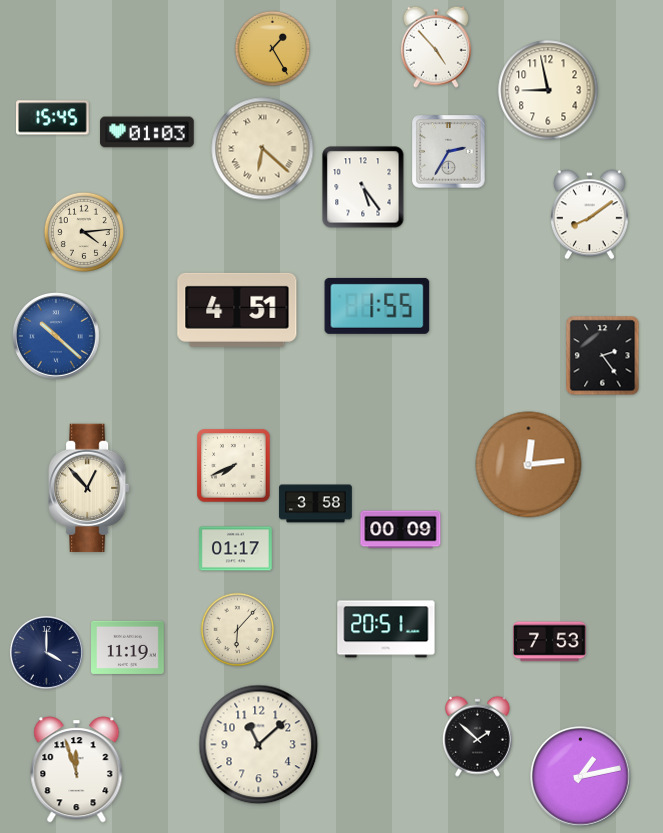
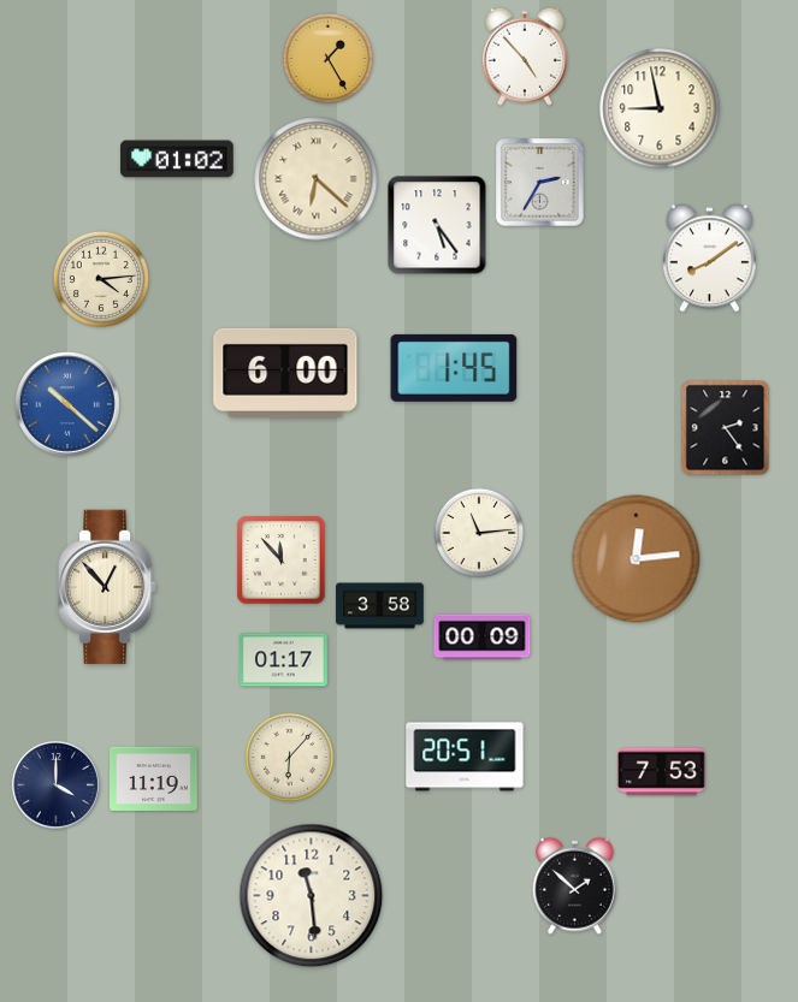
clock at (53, 118): 15:45 -> none
clock at (147, 132): 01:03 -> 01:02
clock at (377, 306): 1:55 -> 1:45
clock at (237, 310): 4:51 -> 6:00
clock at (479, 533): none -> 11:14
clock at (234, 466): 7:41 -> 11:53
clock at (238, 630) position: (238, 630) -> (290, 758)
clock at (259, 745): 11:08 -> 11:29
clock at (77, 770): 11:57 -> none
clock at (581, 777): 1:13 -> none
